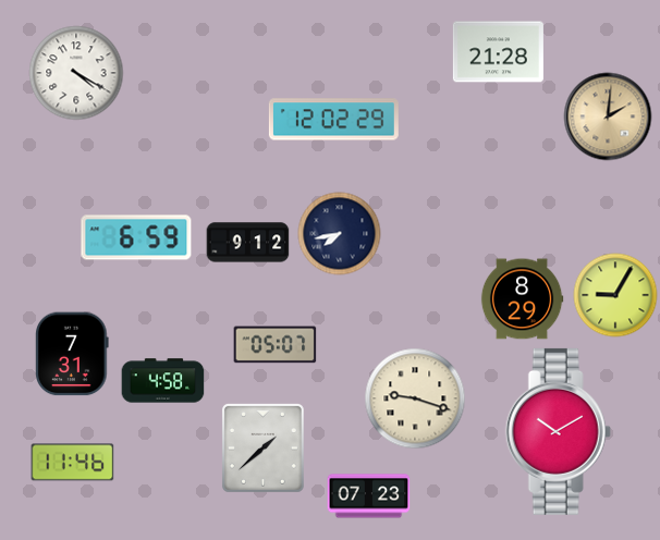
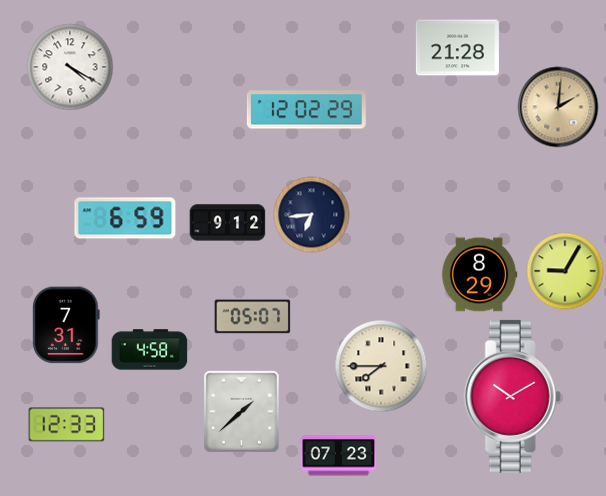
clock at (340, 234): 7:43 -> 6:44
clock at (415, 398): 9:18 -> 7:45
clock at (73, 463): 11:46 -> 12:33
